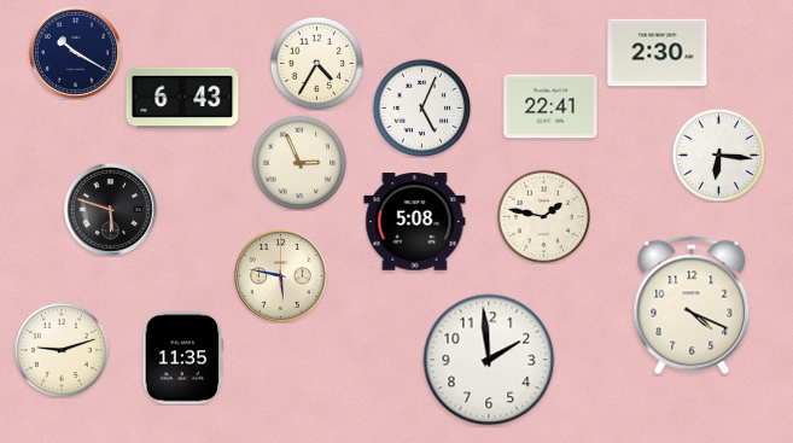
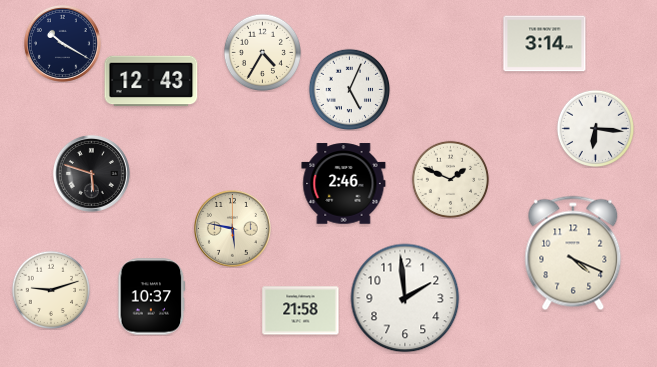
clock at (658, 53): 2:30 -> 3:14
clock at (182, 98): 6:43 -> 12:43
clock at (550, 106): 22:41 -> none
clock at (299, 163): 2:56 -> none
clock at (543, 216): 1:47 -> 1:49
clock at (415, 222): 5:08 -> 2:46
clock at (183, 359): 11:35 -> 10:37
clock at (301, 311): none -> 21:58
